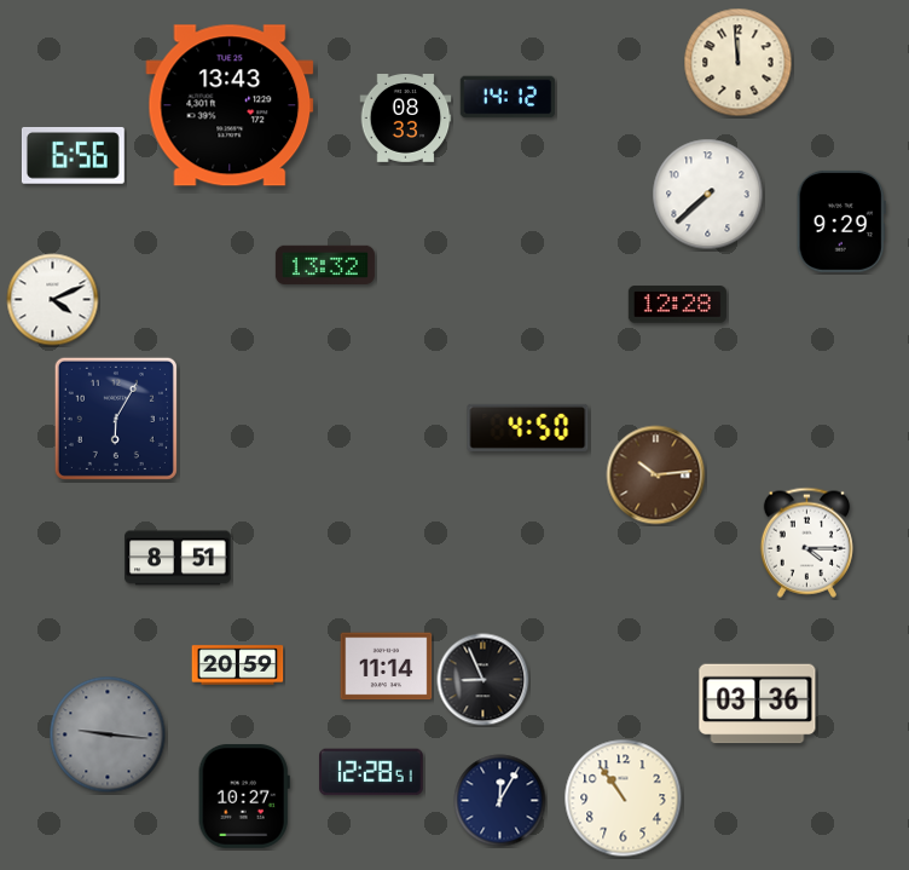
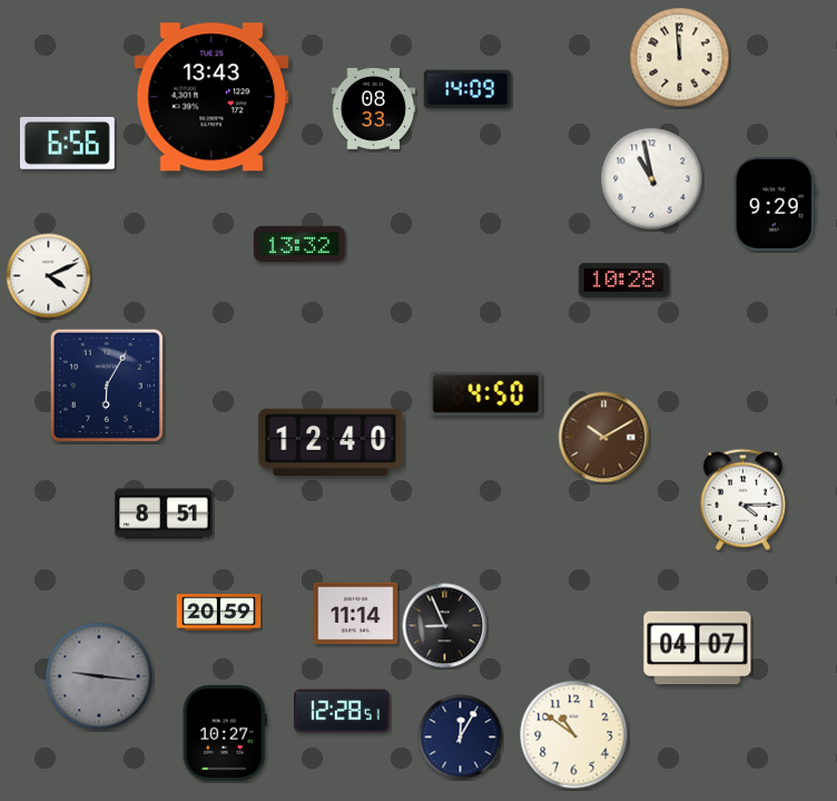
clock at (508, 97): 14:12 -> 14:09
clock at (708, 195): 7:38 -> 10:58
clock at (677, 305): 12:28 -> 10:28
clock at (656, 476): 10:14 -> 10:10
clock at (331, 442): none -> 12:40
clock at (758, 704): 03:36 -> 04:07
clock at (624, 799): 10:54 -> 10:51
